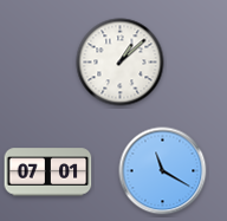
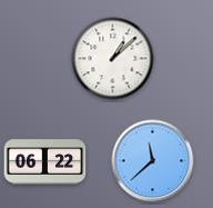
clock at (163, 171): 11:20 -> 11:38
clock at (48, 173): 07:01 -> 06:22
